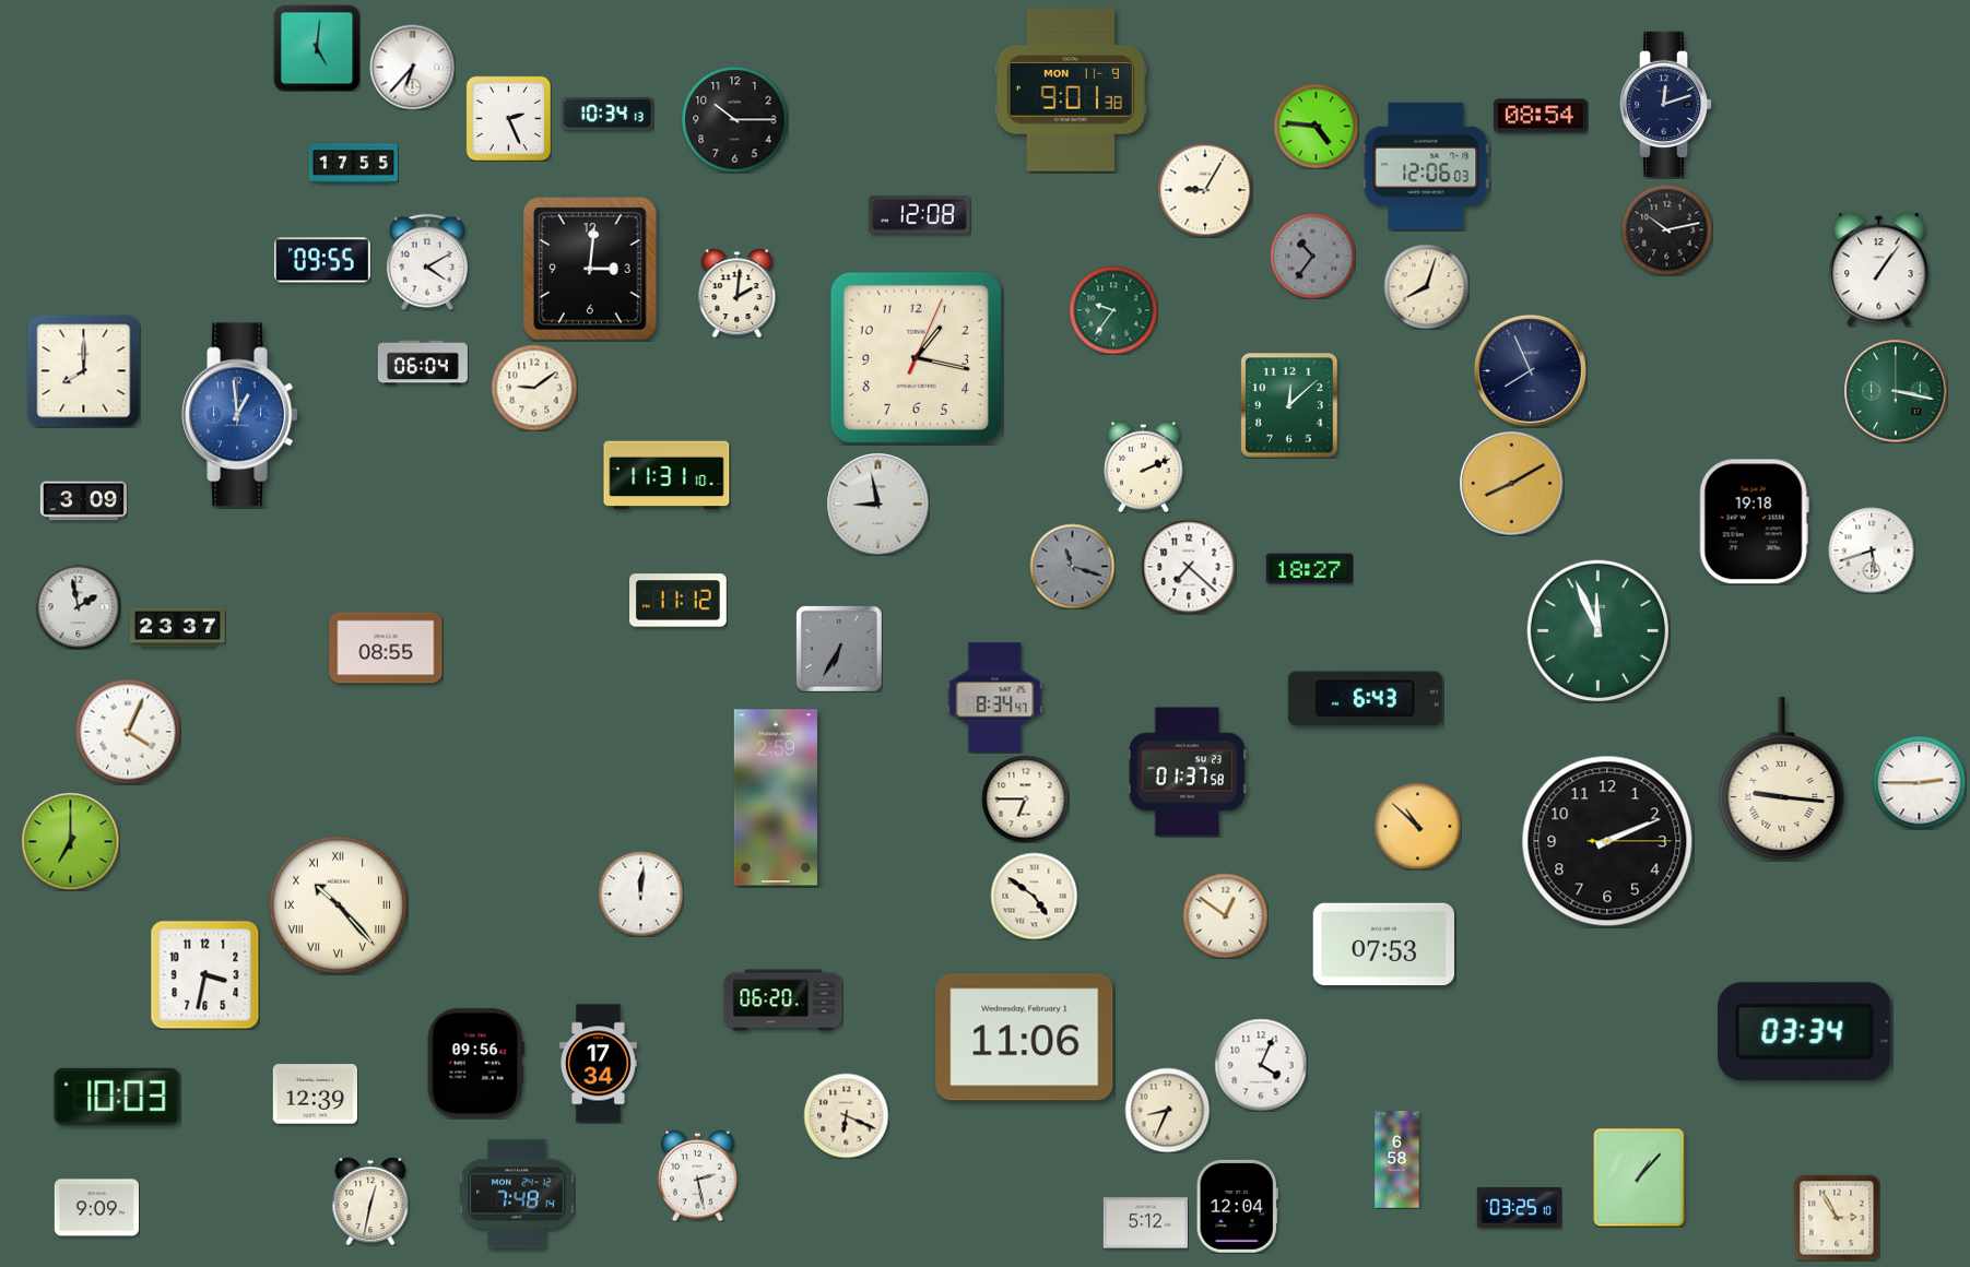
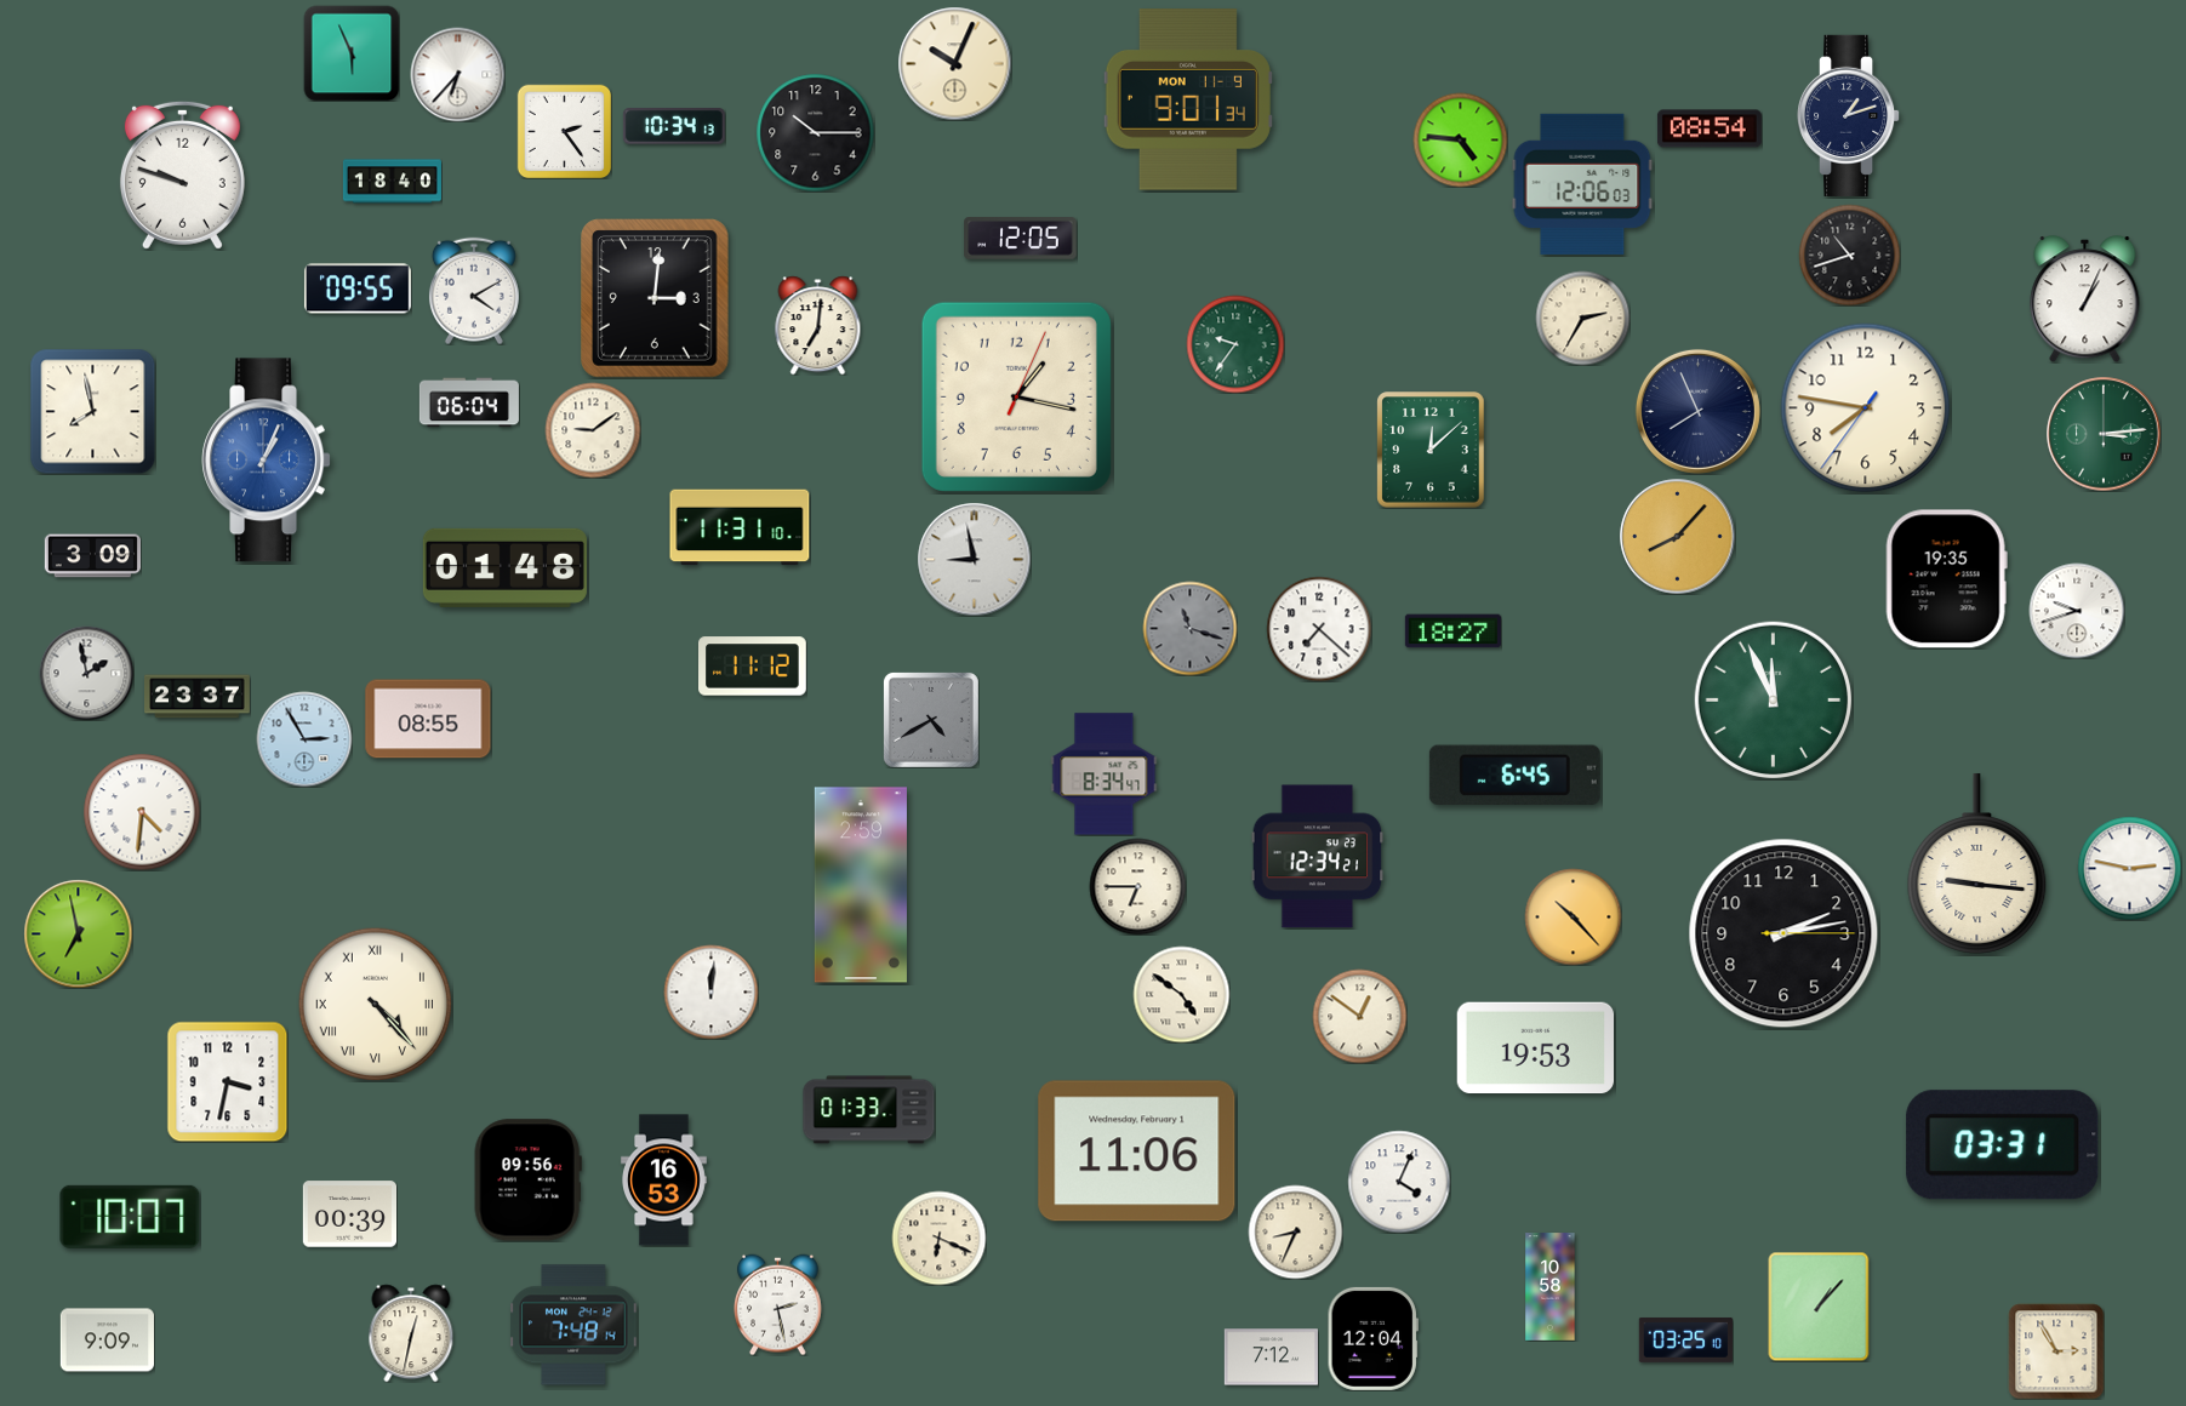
clock at (317, 48): 5:01 -> 5:56
clock at (954, 63): none -> 10:04
clock at (1071, 90): 9:01:38 -> 9:01:34
clock at (1667, 104): 12:12 -> 1:12
clock at (508, 118): 2:26 -> 2:24
clock at (182, 175): none -> 9:48
clock at (353, 164): 17:55 -> 18:40
clock at (1205, 190): 9:05 -> none
clock at (920, 215): 12:08 -> 12:05
clock at (1666, 229): 10:13 -> 10:42
clock at (1312, 256): 10:36 -> none
clock at (1879, 270): 1:06 -> 1:04
clock at (1426, 286): 8:03 -> 2:35
clock at (738, 293): 2:01 -> 7:01
clock at (1866, 408): none -> 7:46
clock at (83, 370): 8:00 -> 7:58
clock at (1896, 391): 3:17 -> 3:14
clock at (239, 415): 12:59 -> 1:04
clock at (1144, 466): 2:11 -> none
clock at (1512, 484): 8:10 -> 8:07
clock at (504, 567): none -> 01:48
clock at (1754, 522): 19:18 -> 19:35
clock at (1872, 550): 5:42 -> 9:42
clock at (839, 649): 6:35 -> 4:40
clock at (304, 739): none -> 2:55
clock at (1365, 698): 6:43 -> 6:45
clock at (128, 732): 4:04 -> 4:31
clock at (1188, 772): 01:37 -> 12:34
clock at (1919, 782): 2:45 -> 2:47
clock at (1417, 826): 10:52 -> 10:23
clock at (70, 841): 7:00 -> 6:58
clock at (1607, 841): 2:11 -> 2:13
clock at (1034, 896) position: (1034, 896) -> (1181, 994)
clock at (338, 904): 10:23 -> 4:23
clock at (1383, 945): 07:53 -> 19:53
clock at (783, 1000): 06:20 -> 01:33
clock at (1805, 1032): 03:34 -> 03:31
clock at (599, 1064): 17:34 -> 16:53
clock at (315, 1094): 12:39 -> 00:39
clock at (117, 1097): 10:03 -> 10:07
clock at (1397, 1160): 6:58 -> 10:58
clock at (698, 1175) position: (698, 1175) -> (778, 1304)
clock at (1837, 1218) position: (1837, 1218) -> (2056, 1351)
clock at (1145, 1223): 5:12 -> 7:12
